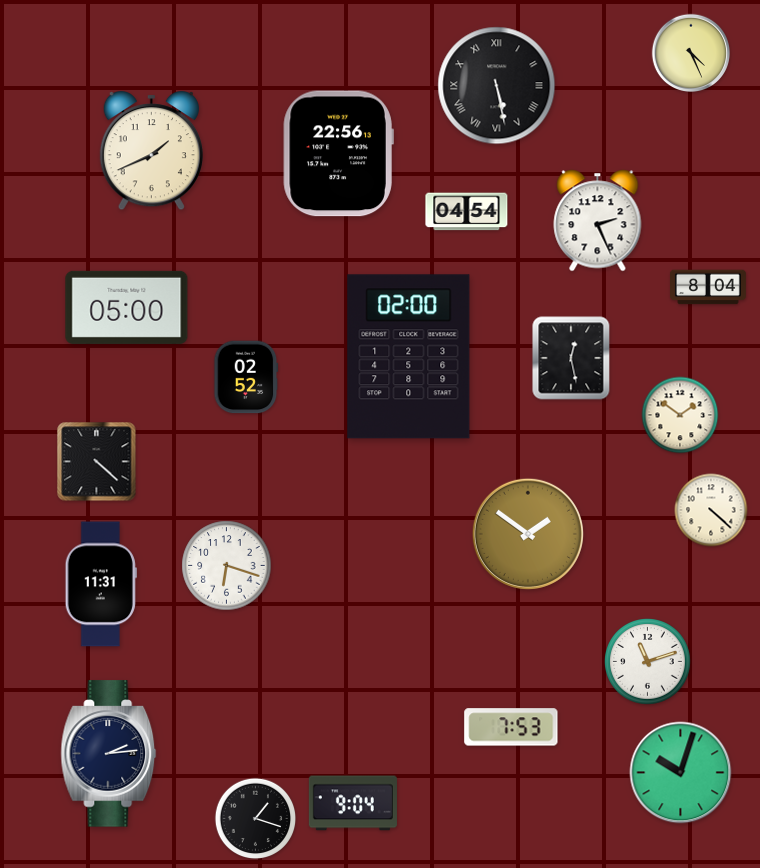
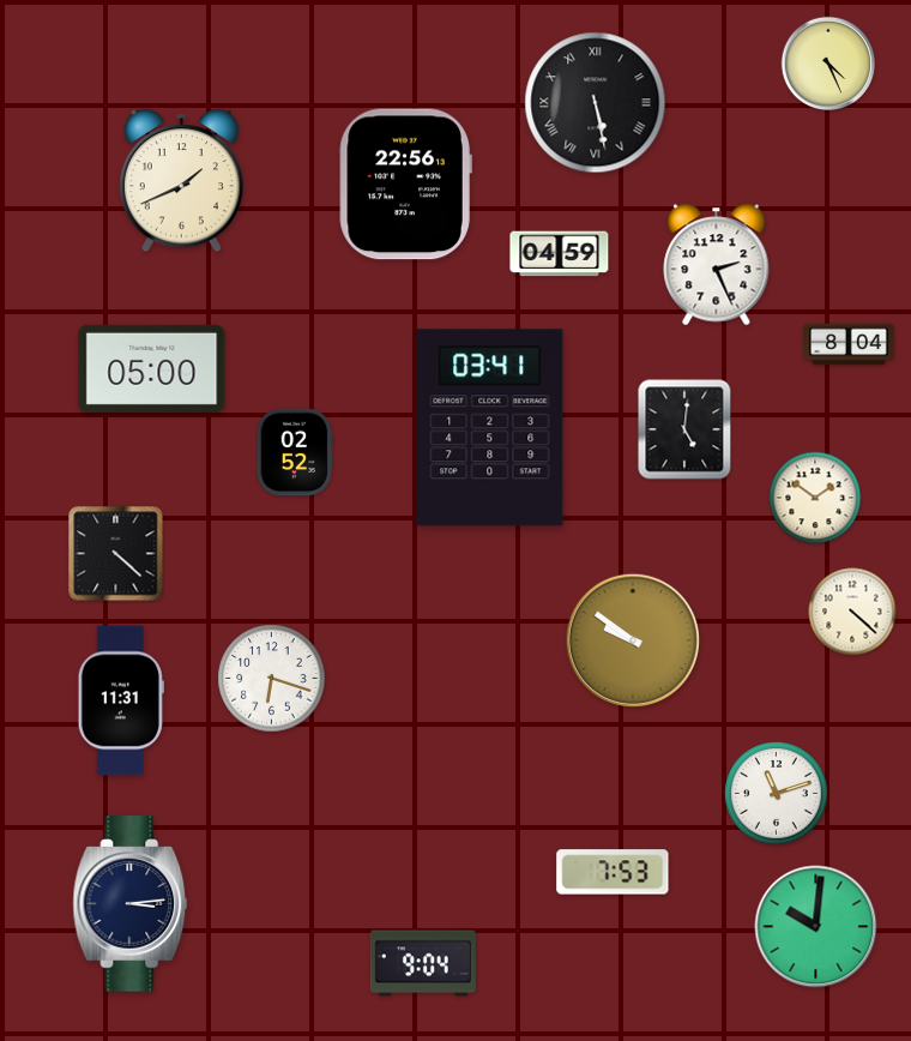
clock at (467, 212): 04:54 -> 04:59
clock at (409, 357): 02:00 -> 03:41
clock at (571, 358): 12:28 -> 5:01
clock at (528, 534): 1:51 -> 9:51
clock at (109, 754): 2:14 -> 3:14
clock at (681, 773): 10:03 -> 10:01
clock at (256, 819): 1:18 -> none
